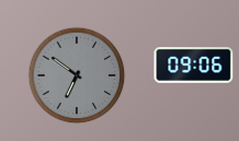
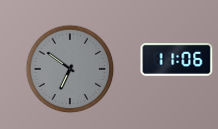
clock at (194, 66): 09:06 -> 11:06
